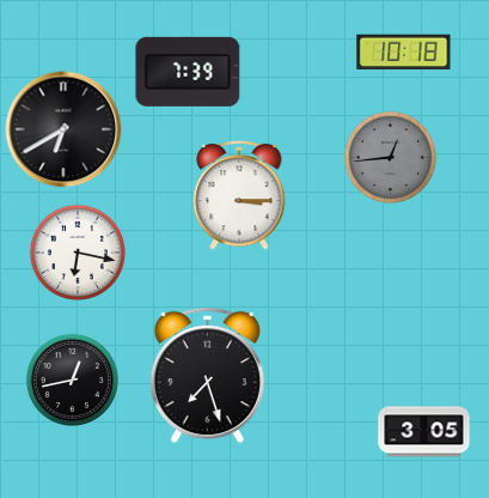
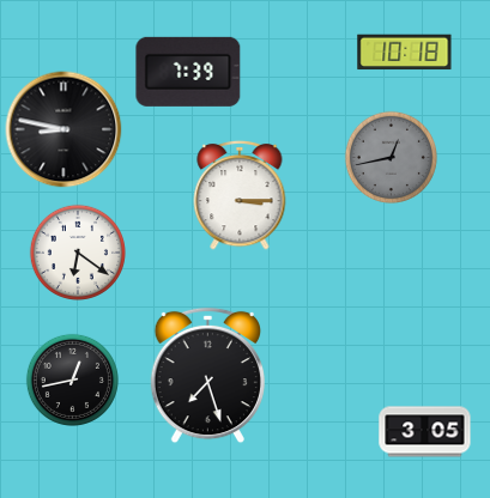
clock at (63, 129): 6:40 -> 8:47
clock at (390, 157): 12:44 -> 12:43
clock at (78, 253): 6:17 -> 6:21
